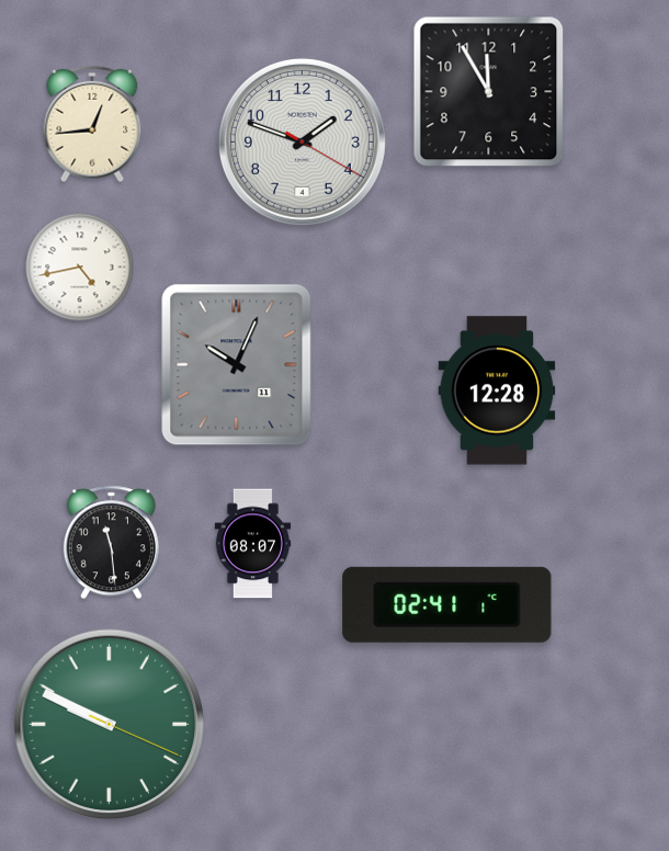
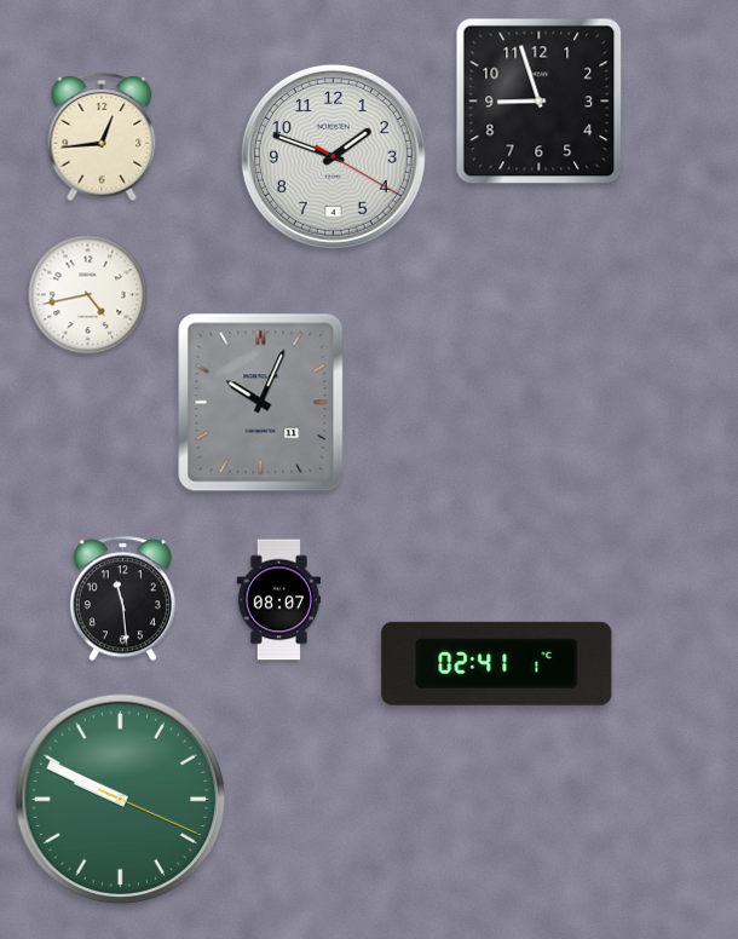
clock at (489, 92): 11:55 -> 8:57
clock at (497, 390): 12:28 -> none
clock at (447, 604) position: (447, 604) -> (497, 663)
